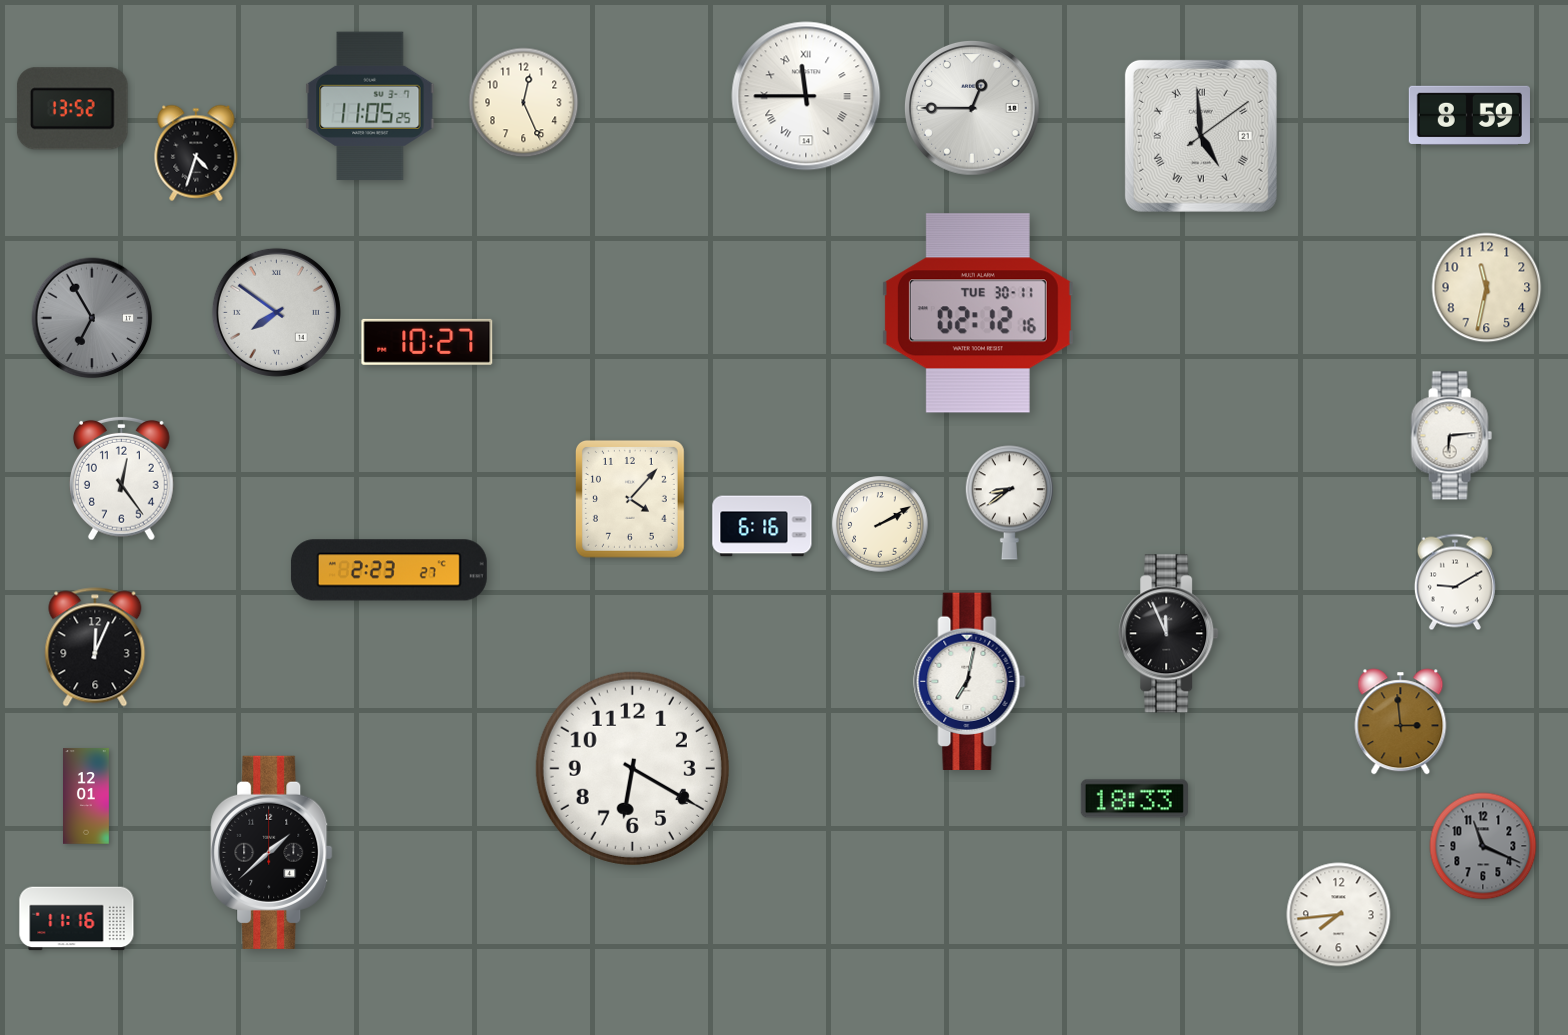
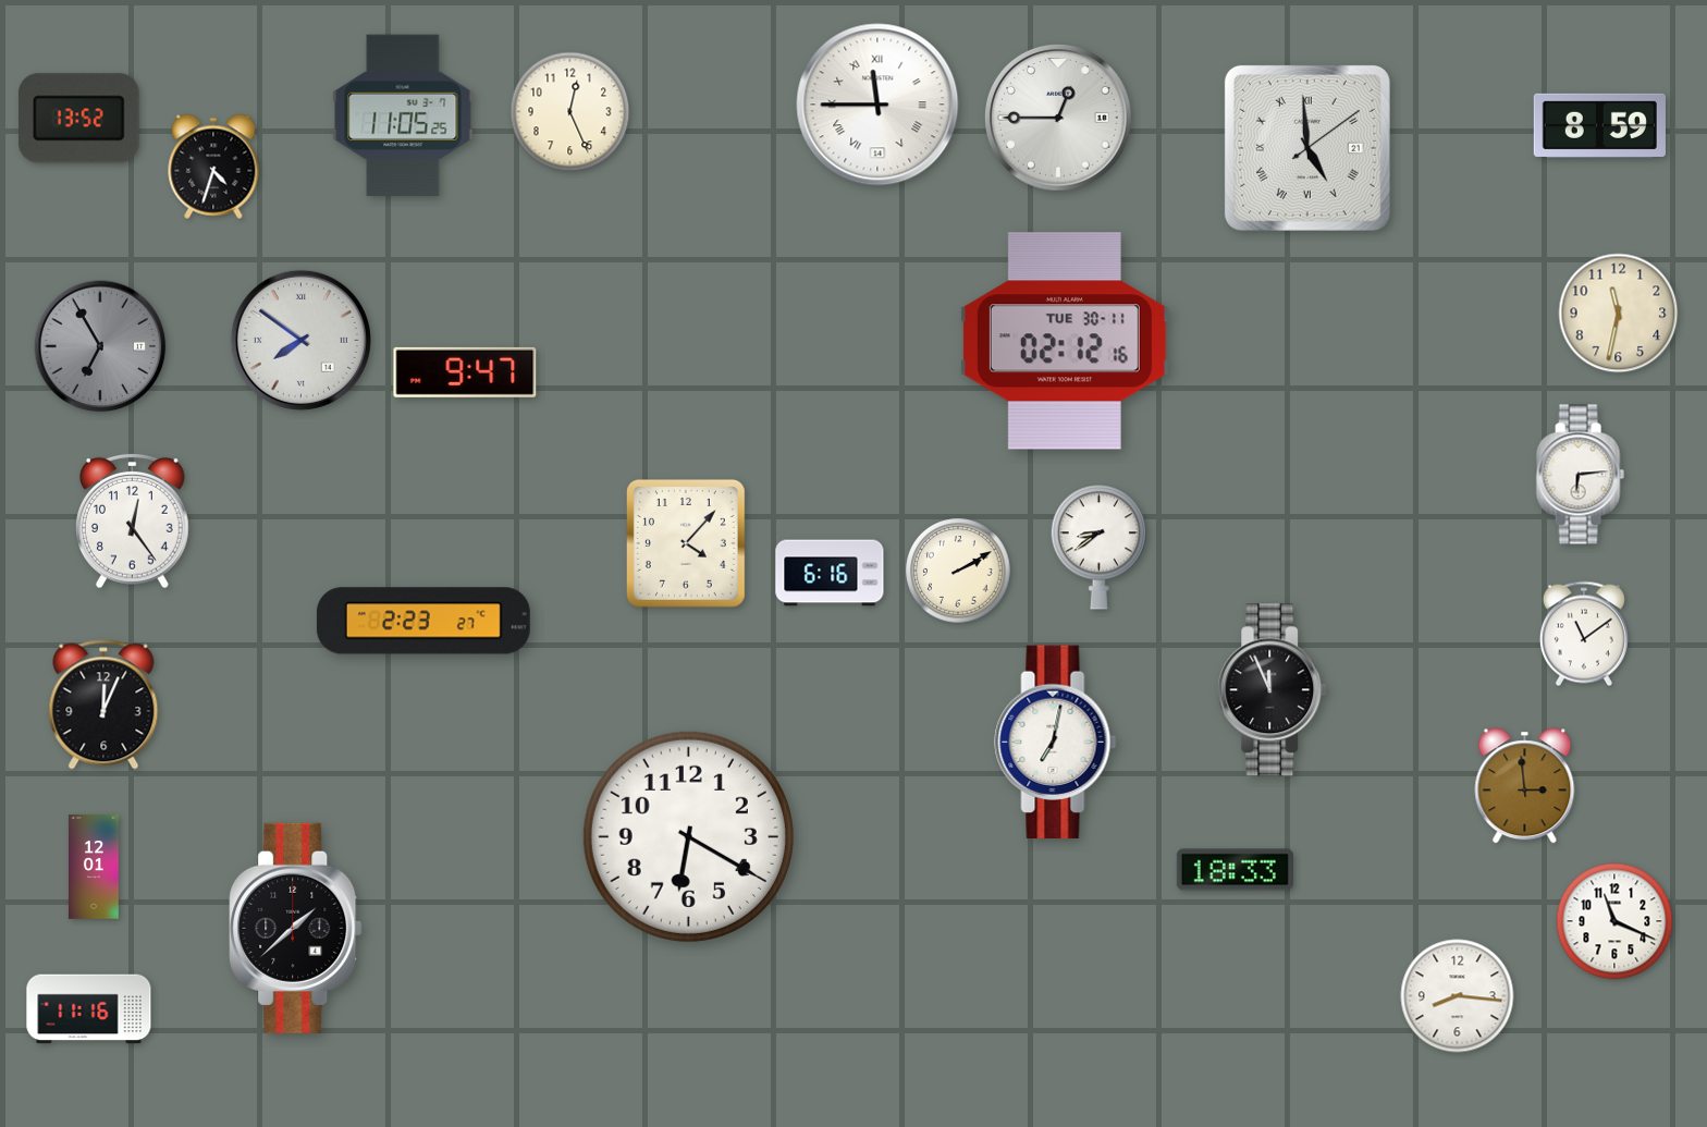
clock at (427, 342): 10:27 -> 9:47
clock at (1455, 582): 9:10 -> 11:09
clock at (1483, 846) dial: grey -> white
clock at (1339, 915): 7:44 -> 8:16
clock at (77, 919) position: (77, 919) -> (89, 1009)
